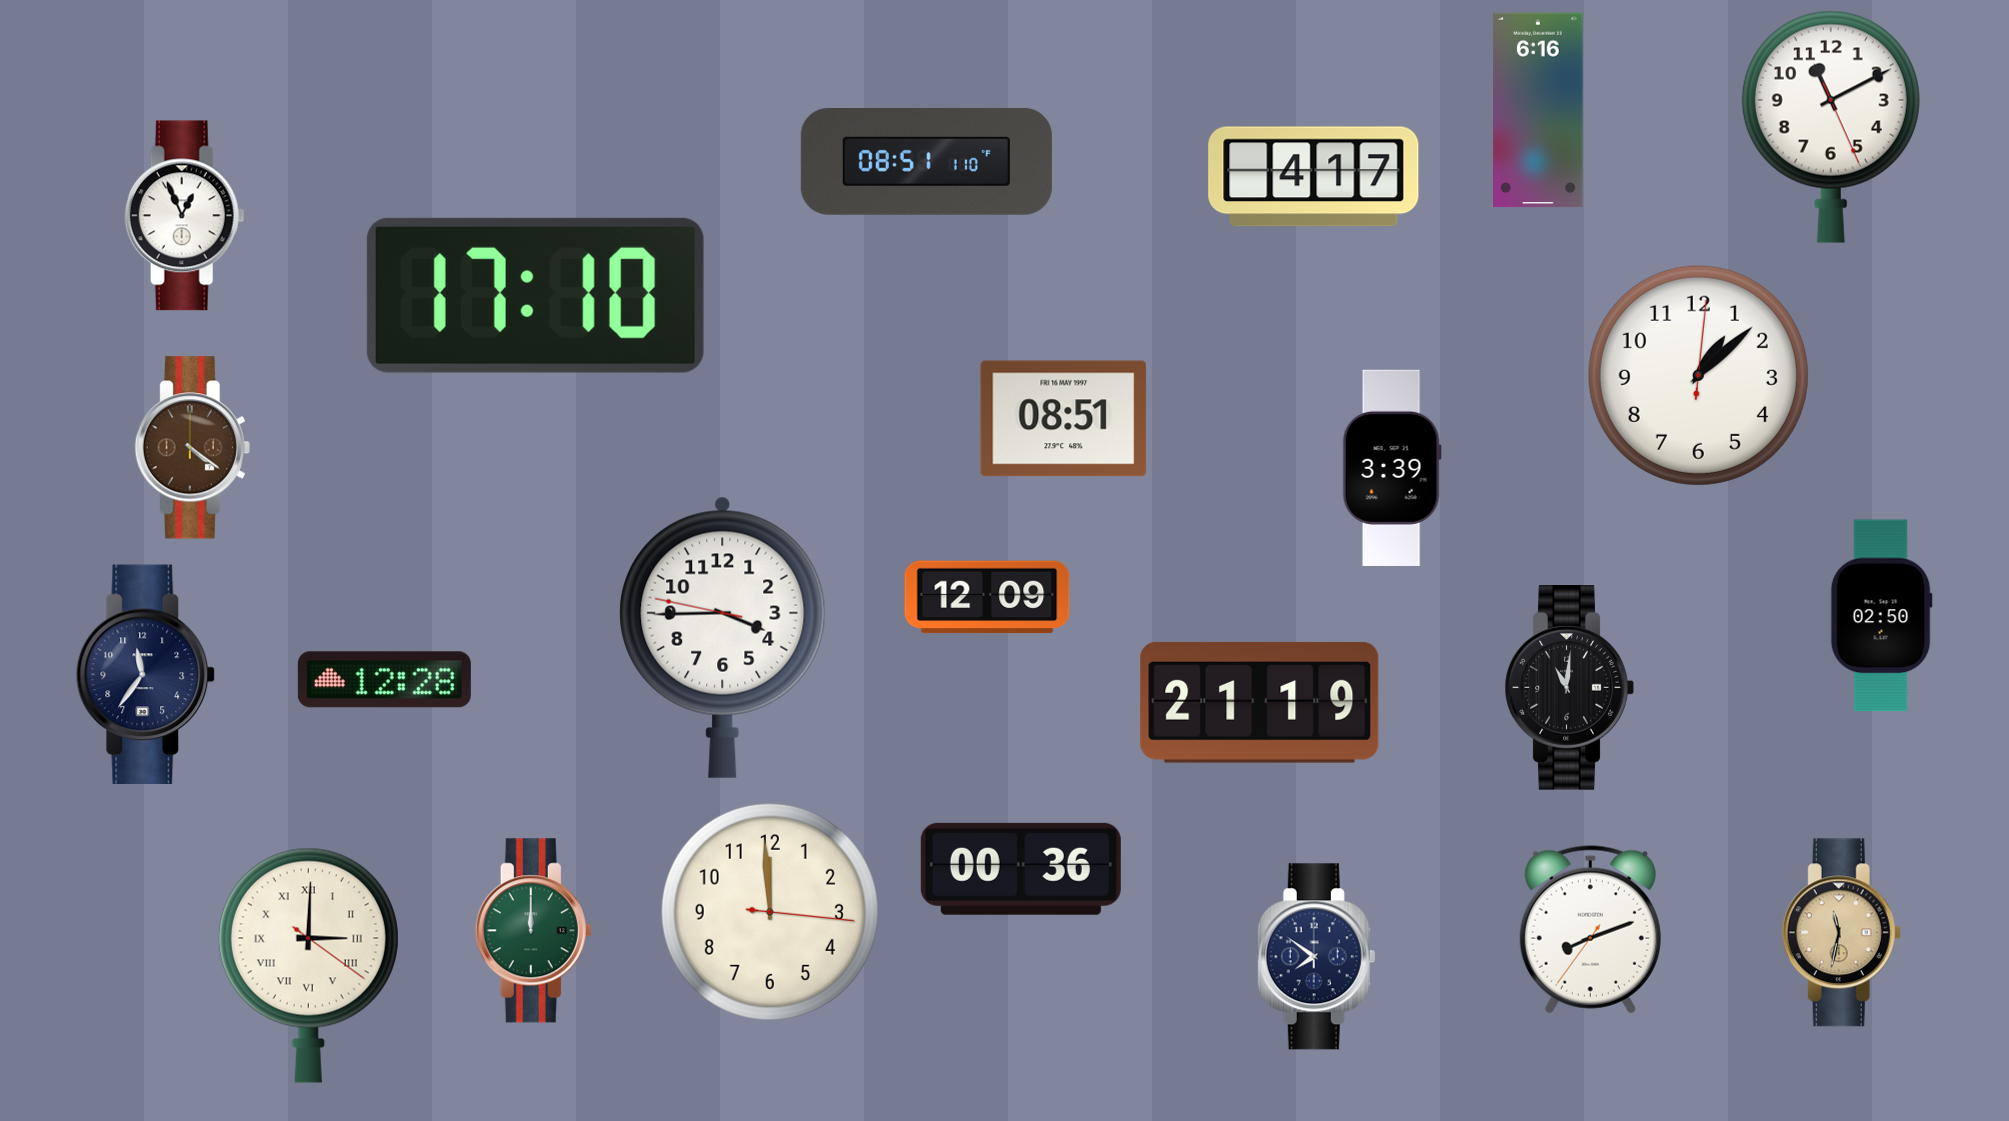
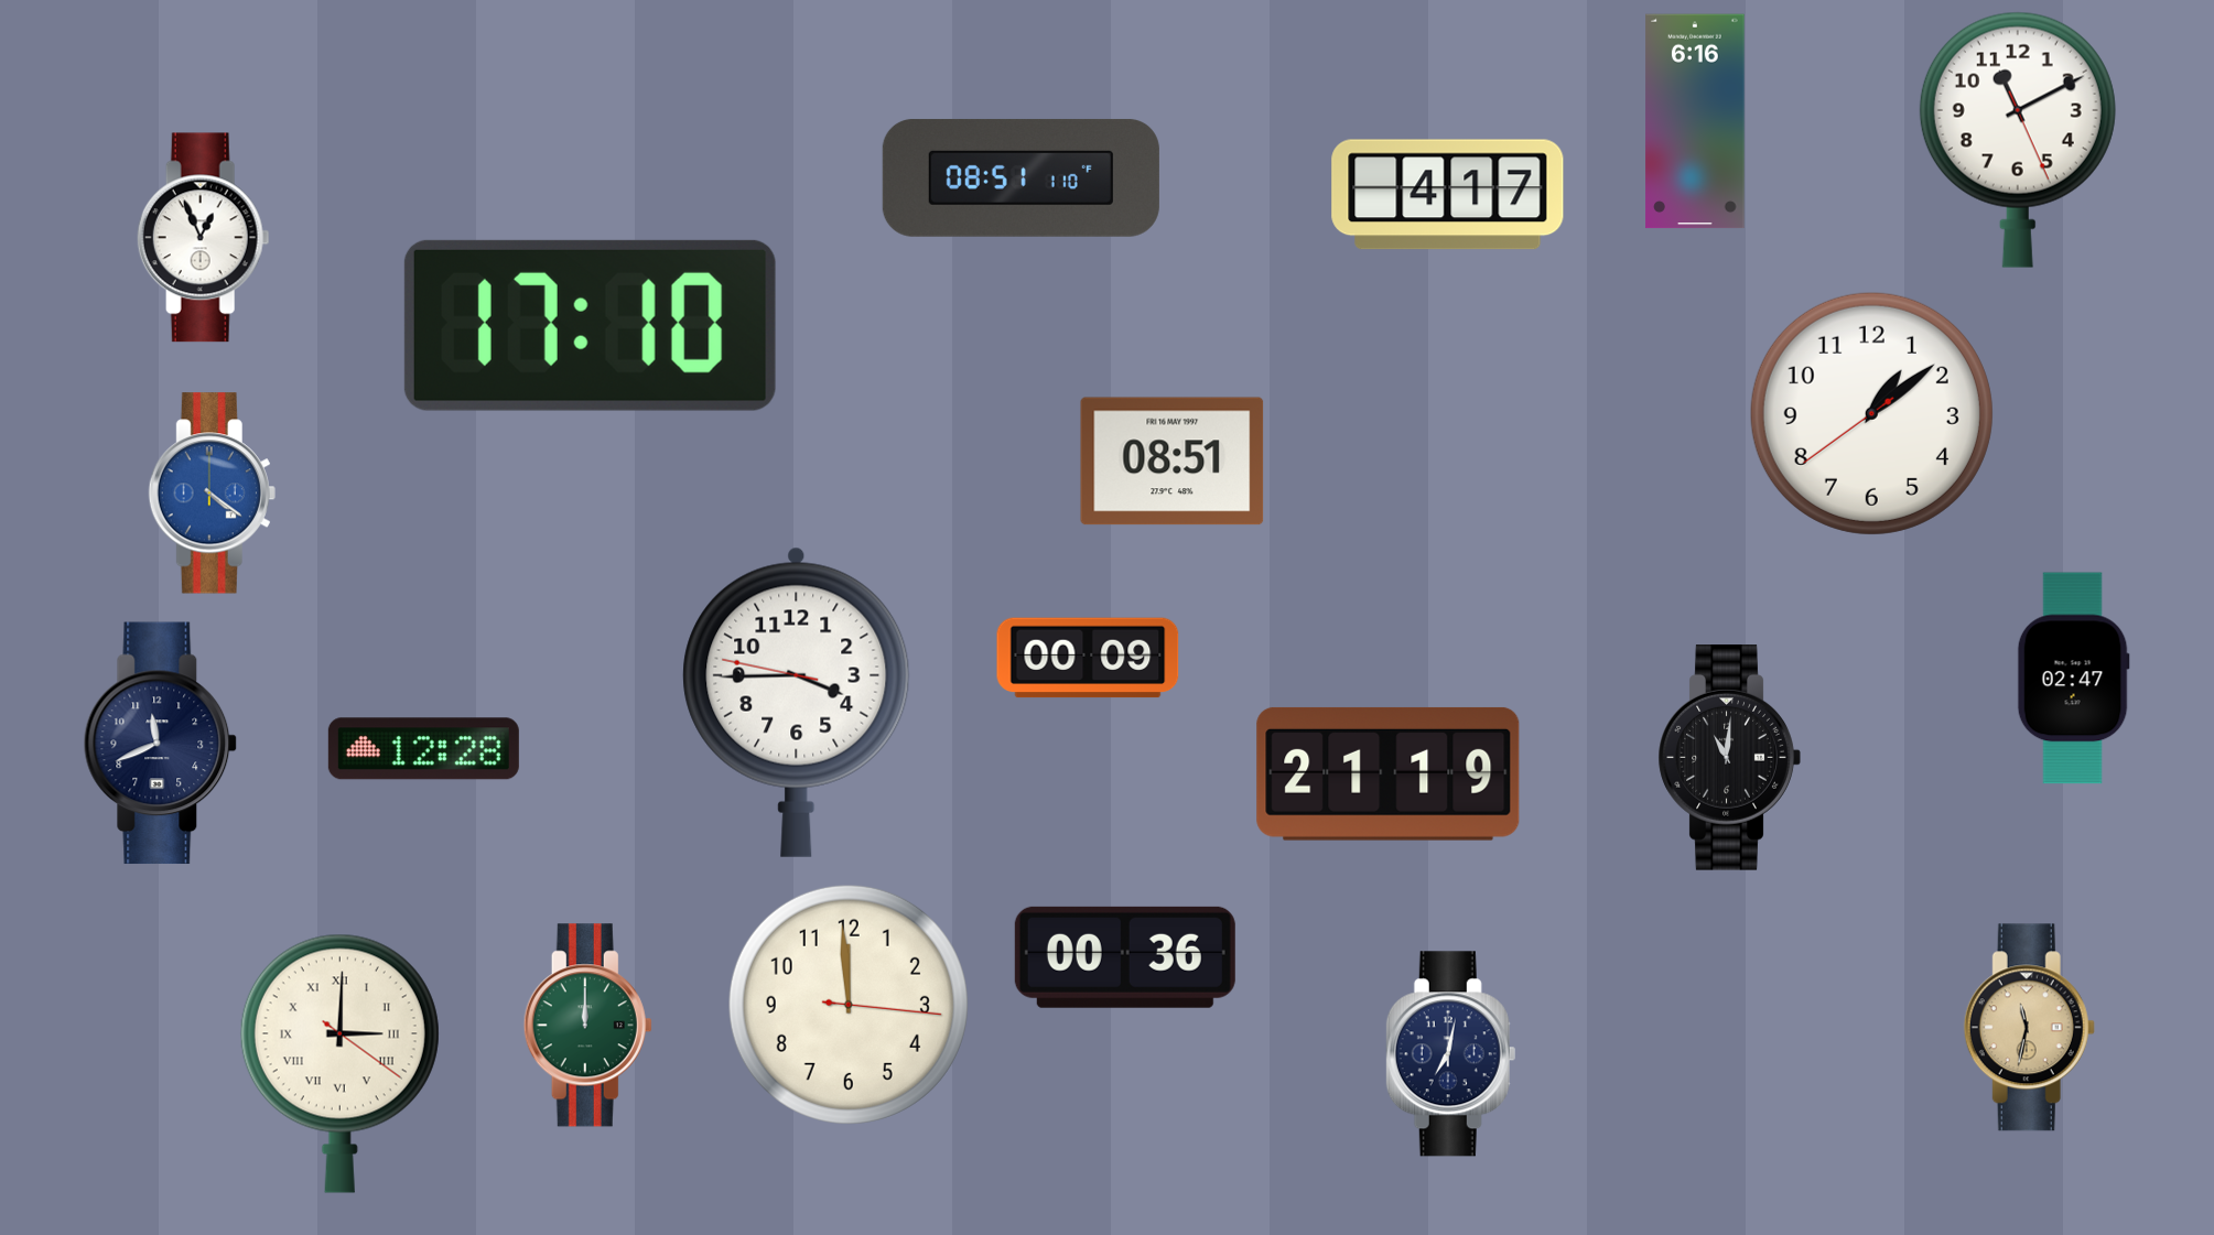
clock at (1698, 375): 1:08:01 -> 1:08:39
clock at (192, 448) dial: brown -> blue
clock at (1392, 468): 3:39 -> none
clock at (987, 597): 12:09 -> 00:09
clock at (1881, 616): 02:50 -> 02:47
clock at (146, 675): 11:36 -> 11:41
clock at (1590, 930): 8:11 -> none
clock at (1317, 957): 7:51 -> 7:02
